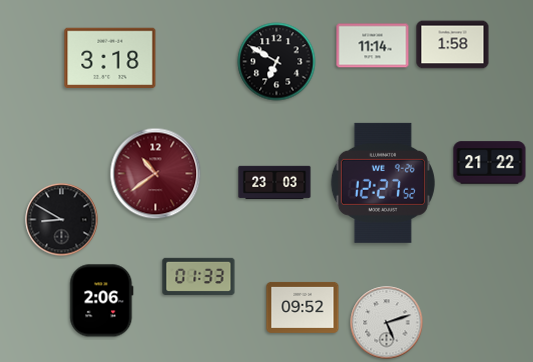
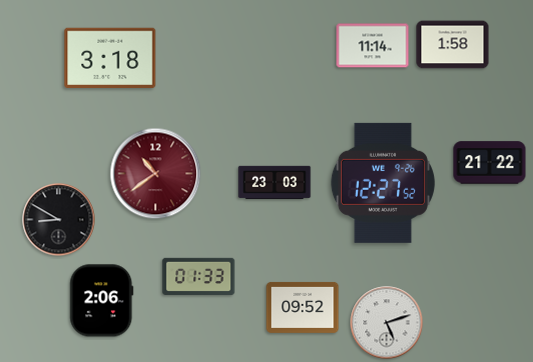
clock at (277, 62): 6:50 -> none
clock at (62, 220) position: (62, 220) -> (59, 220)
